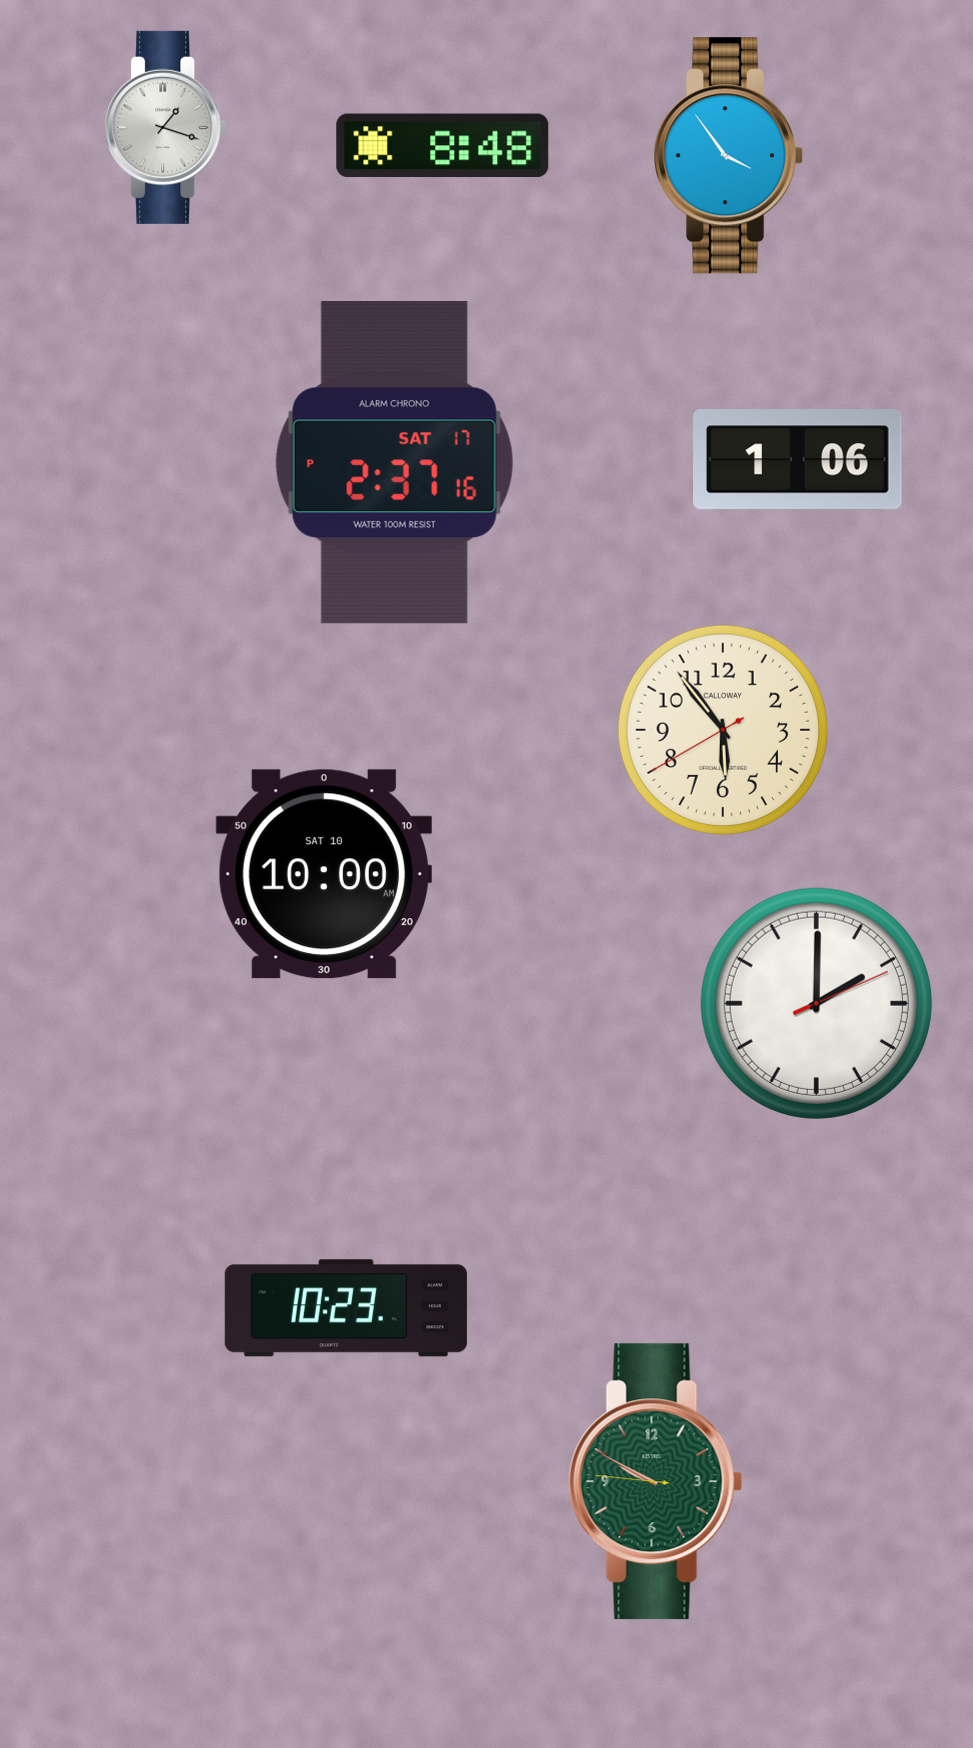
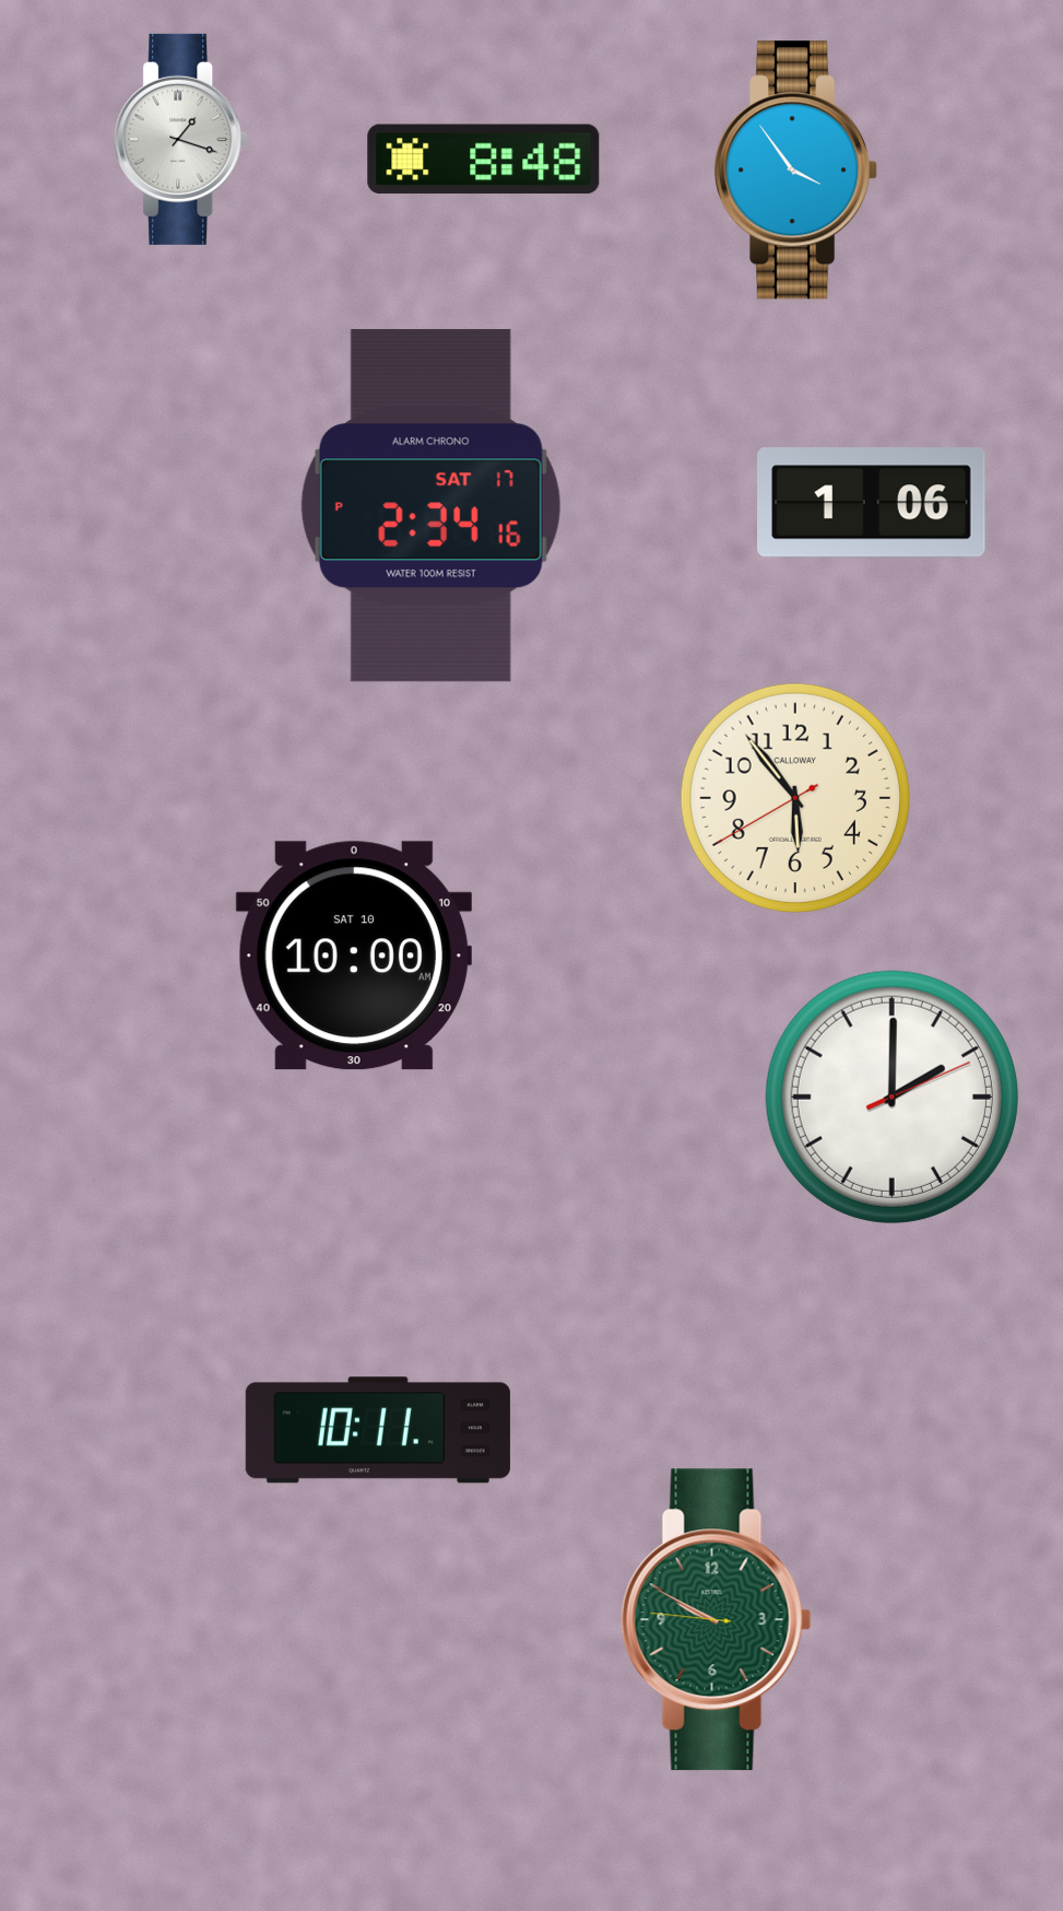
clock at (394, 463): 2:37 -> 2:34
clock at (722, 729) position: (722, 729) -> (794, 797)
clock at (346, 1308): 10:23 -> 10:11
